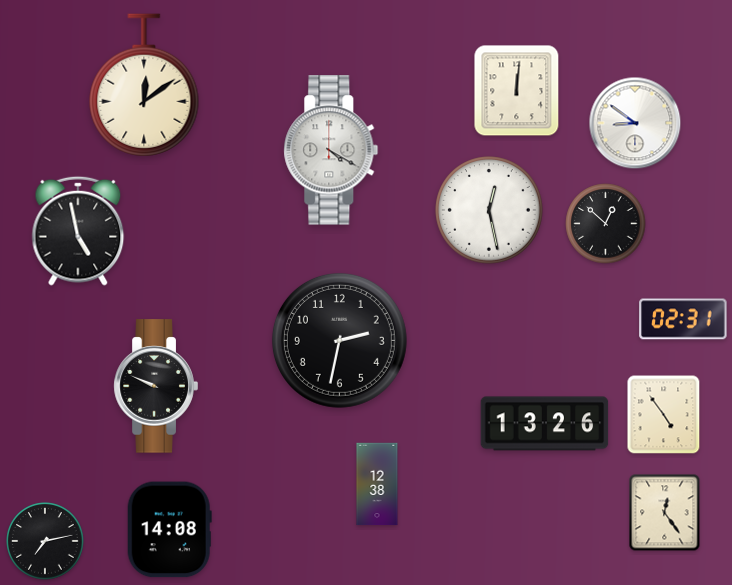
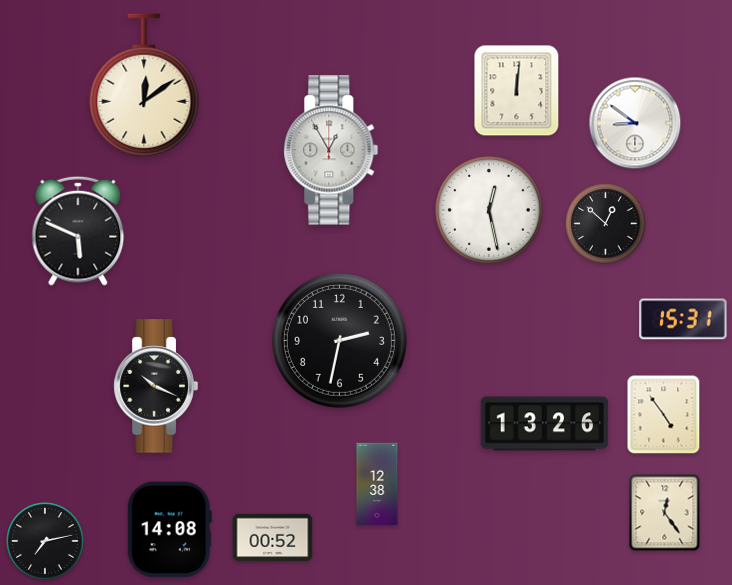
clock at (331, 150): 4:20 -> 12:55
clock at (78, 231): 4:58 -> 5:49
clock at (683, 319): 02:31 -> 15:31
clock at (156, 386): 9:49 -> 10:19
clock at (273, 538): none -> 00:52
